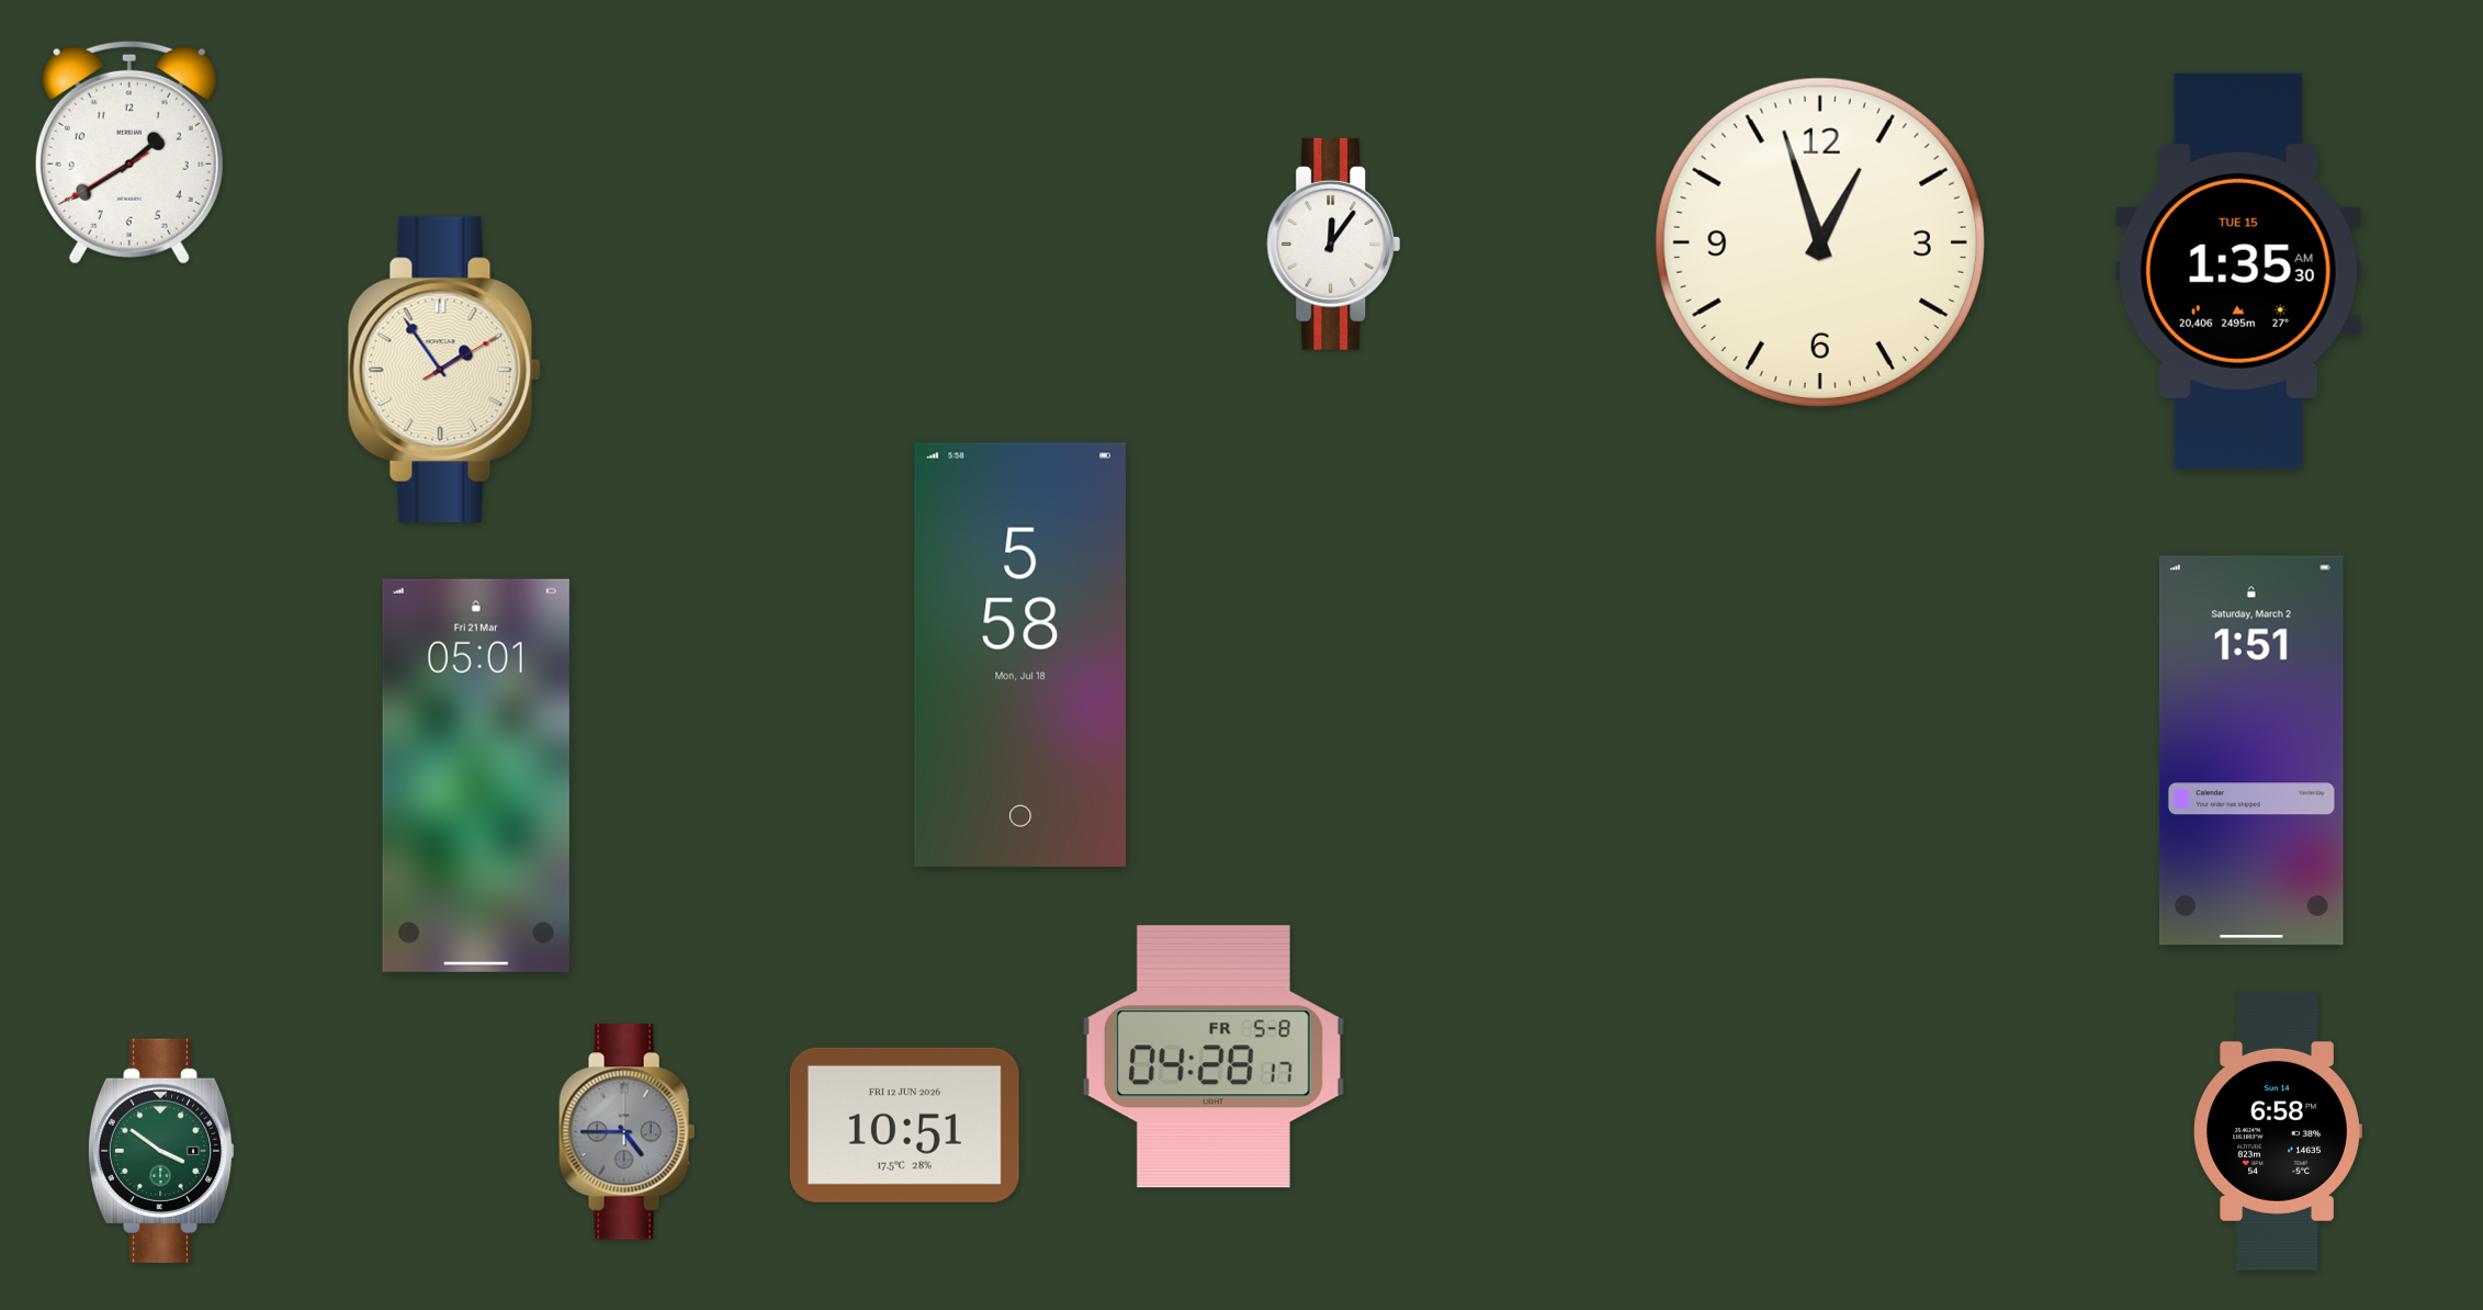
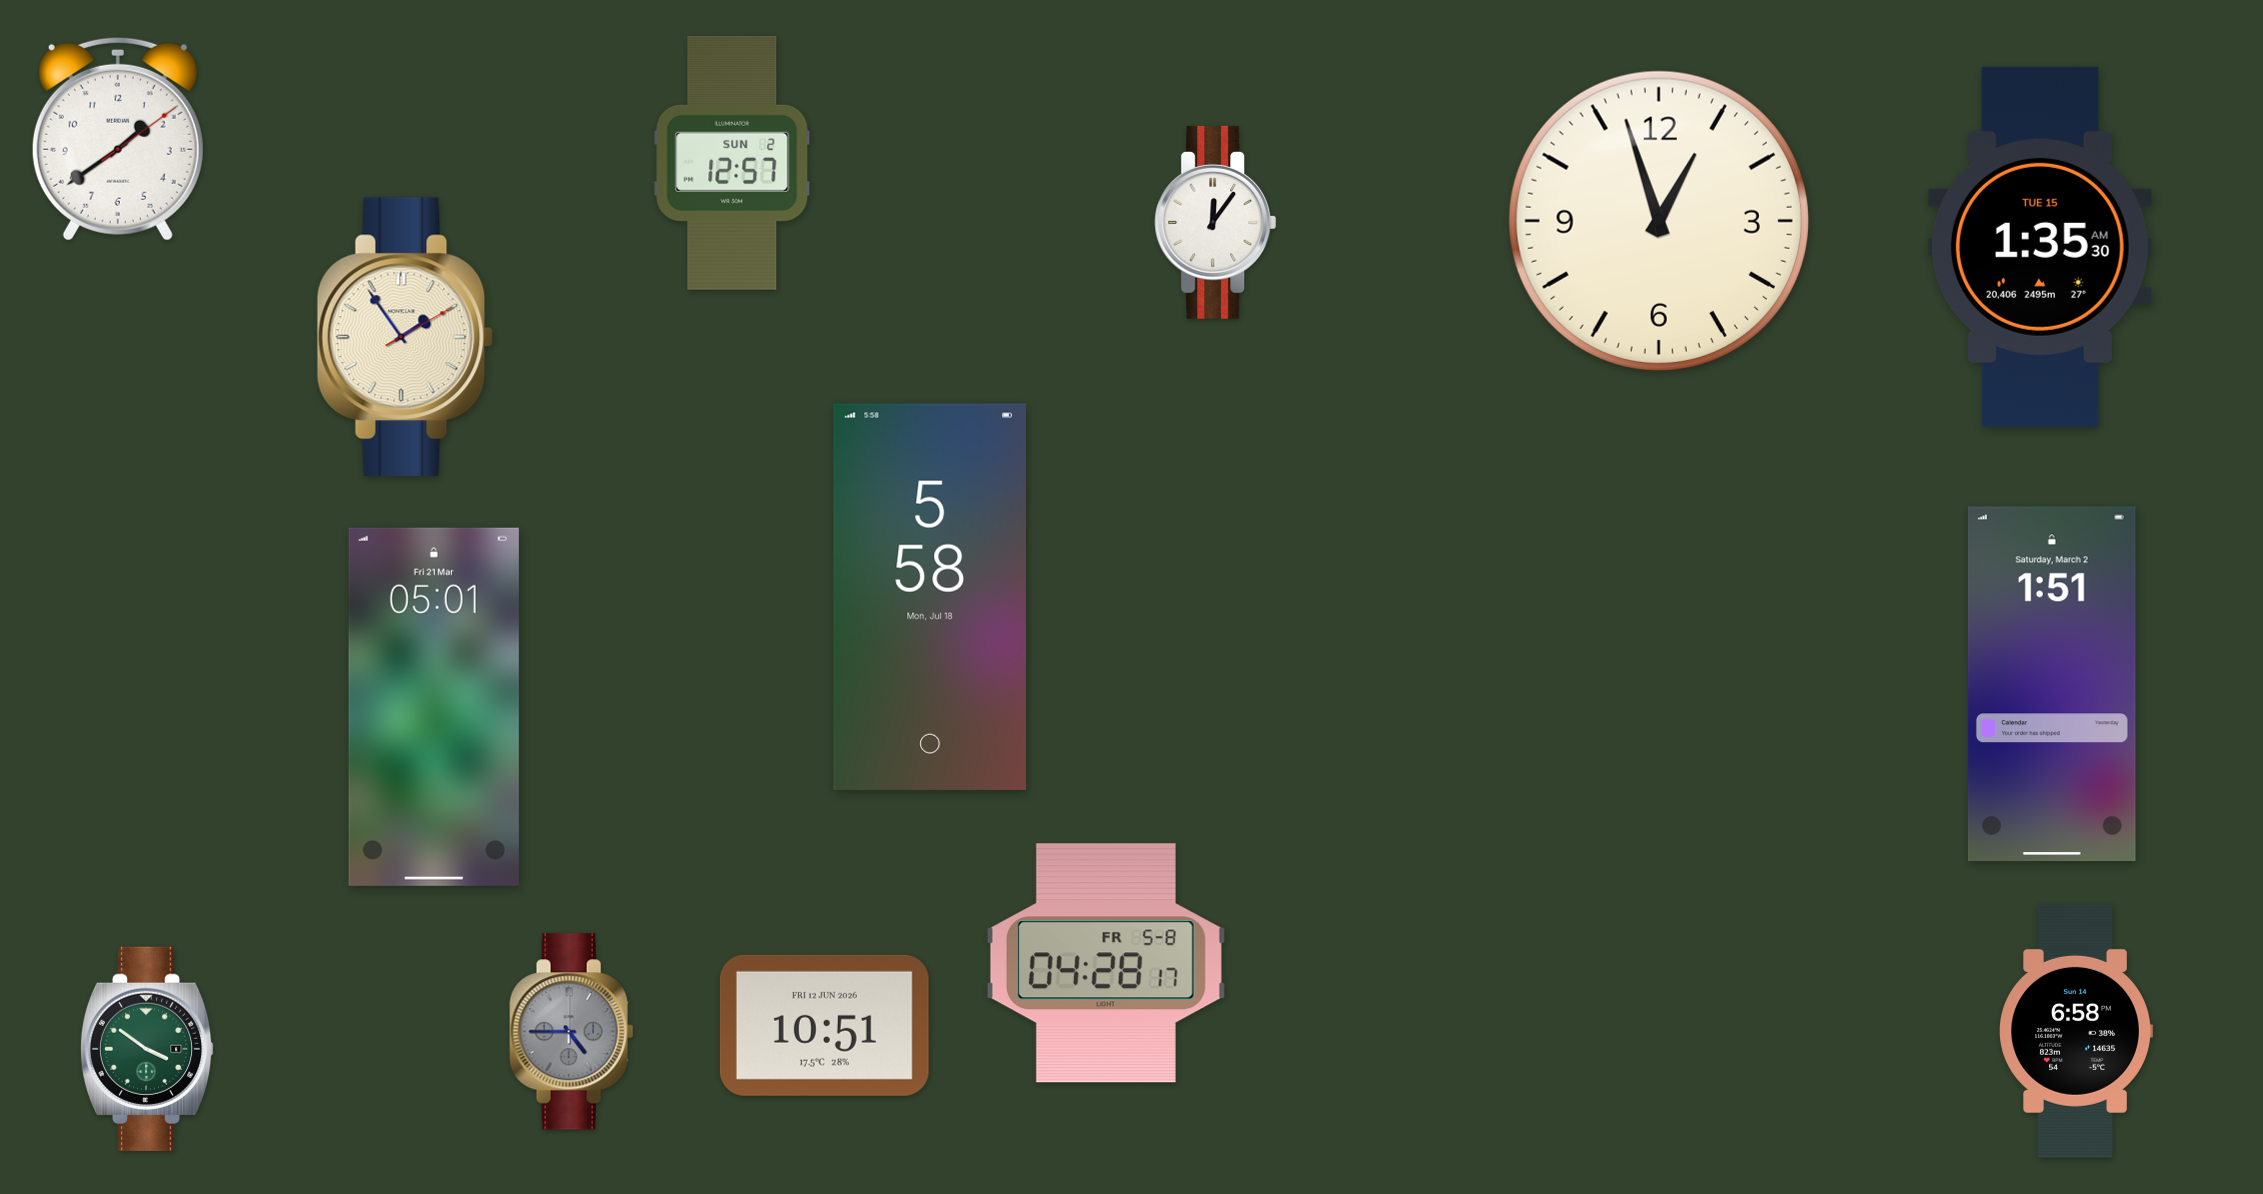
clock at (129, 153): 1:39:40 -> 1:39:09
clock at (732, 163): none -> 12:57
